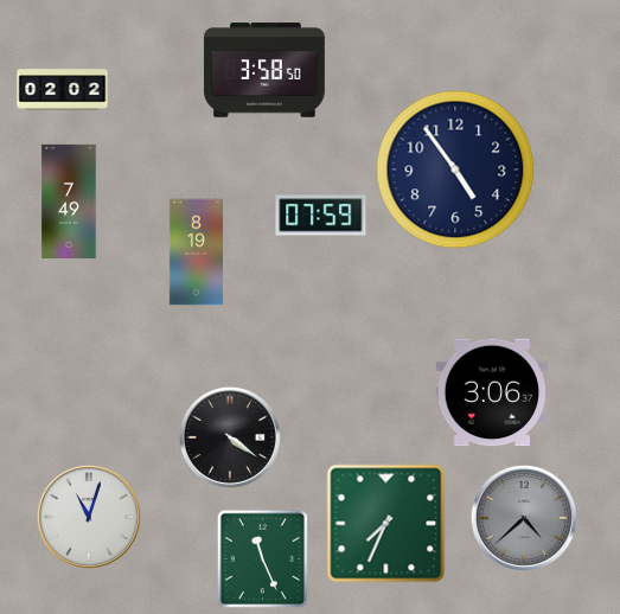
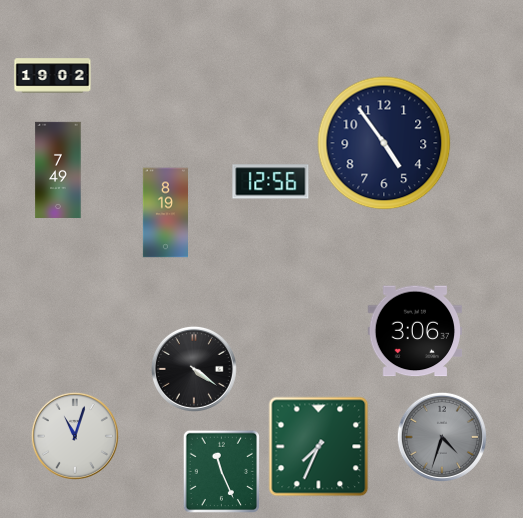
clock at (264, 70): 3:58 -> none
clock at (63, 90): 02:02 -> 19:02
clock at (321, 216): 07:59 -> 12:56
clock at (524, 518): 4:38 -> 4:33
clock at (386, 524) position: (386, 524) -> (319, 447)
